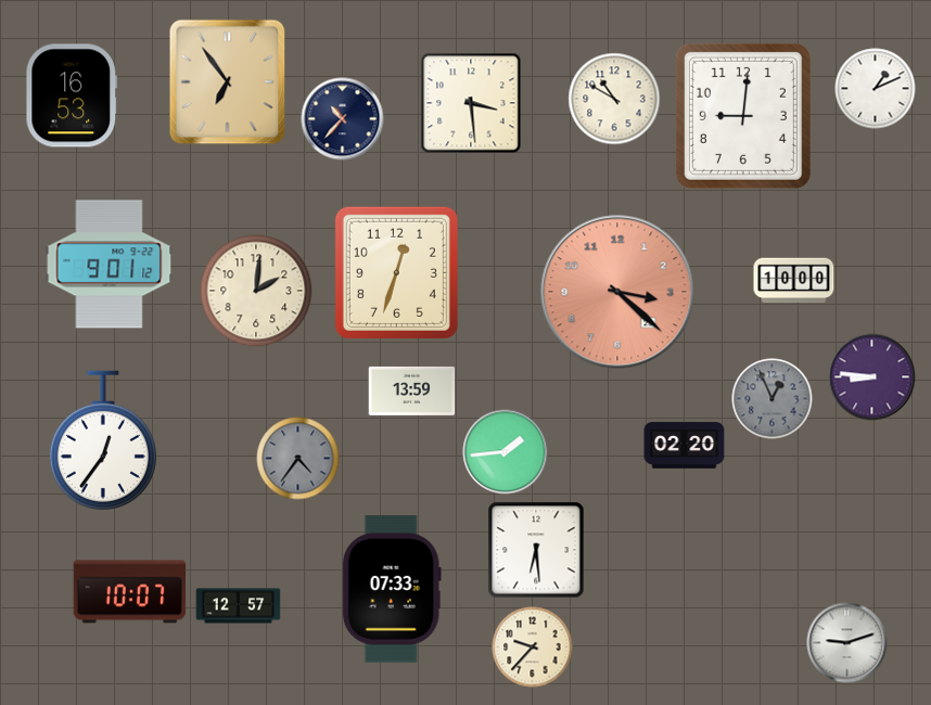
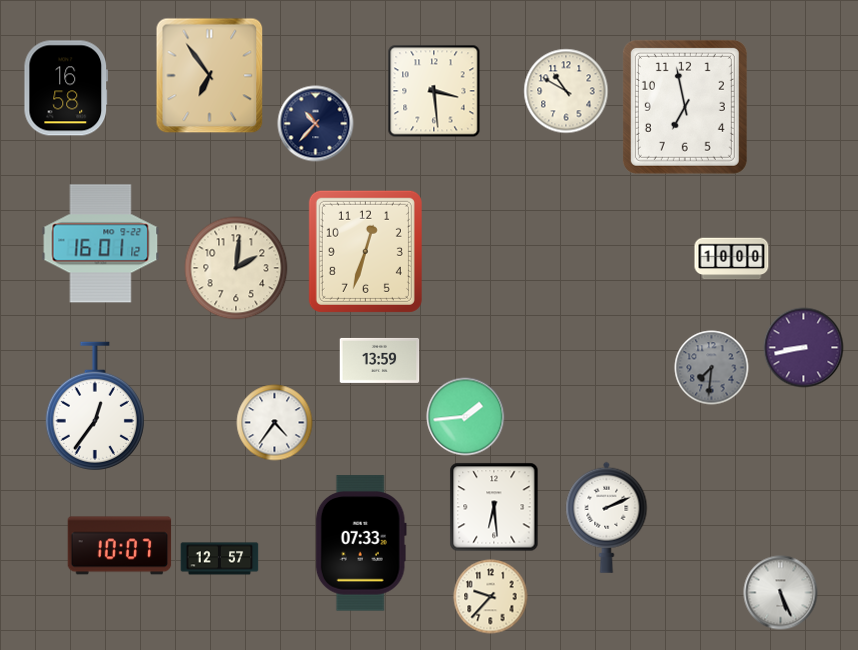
clock at (876, 89): 1:11 -> none
clock at (72, 95): 16:53 -> 16:58
clock at (471, 103) position: (471, 103) -> (434, 91)
clock at (743, 116): 9:01 -> 6:58
clock at (343, 119) position: (343, 119) -> (316, 124)
clock at (110, 265): 9:01 -> 16:01
clock at (617, 292): 3:22 -> none
clock at (872, 377): 8:46 -> 8:43
clock at (773, 399): 12:56 -> 7:31
clock at (685, 446): 02:20 -> none
clock at (298, 459) dial: grey -> white
clock at (607, 517): none -> 2:11
clock at (847, 643): 9:12 -> 5:26
